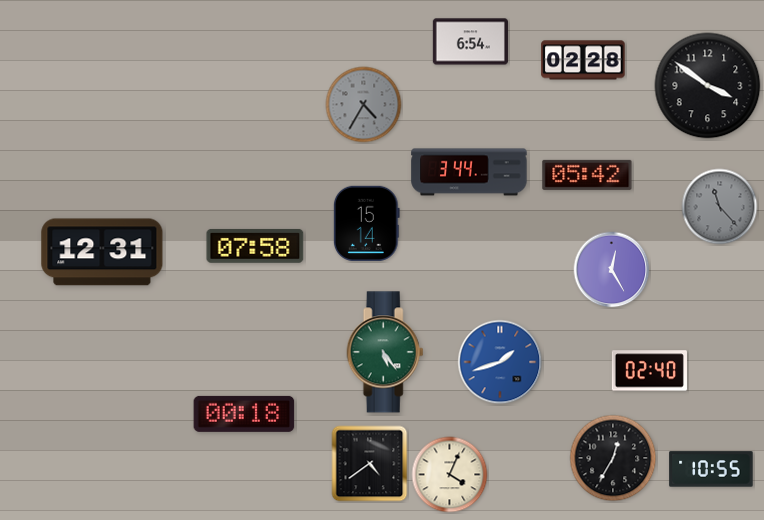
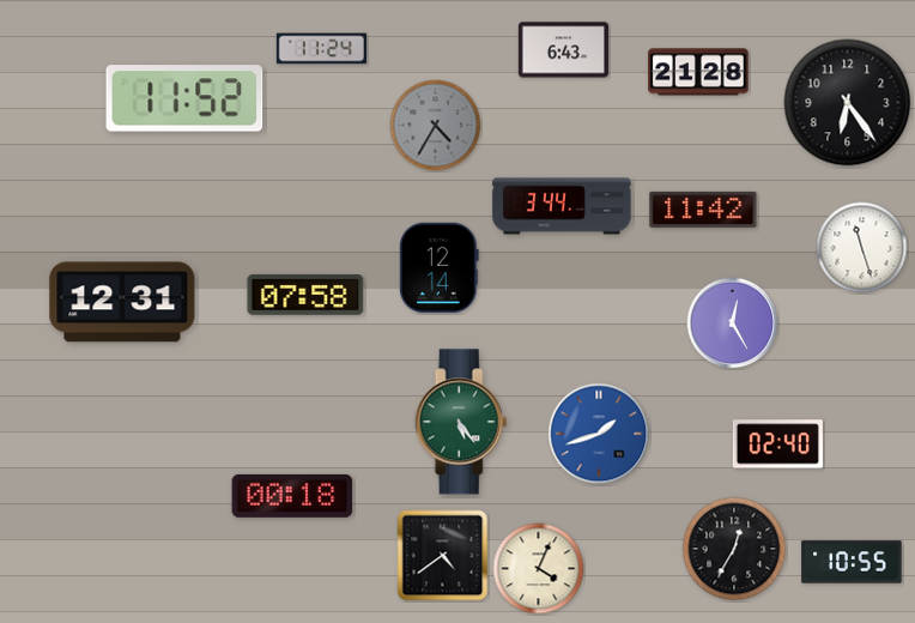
clock at (321, 49): none -> 11:24
clock at (470, 42): 6:54 -> 6:43
clock at (583, 60): 02:28 -> 21:28
clock at (184, 98): none -> 11:52
clock at (708, 86): 3:51 -> 6:24
clock at (587, 175): 05:42 -> 11:42
clock at (720, 207): 11:23 -> 11:27
clock at (720, 207) dial: grey -> white
clock at (366, 223): 15:14 -> 12:14
